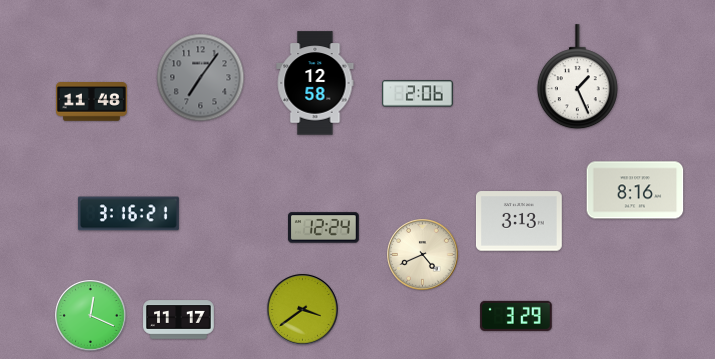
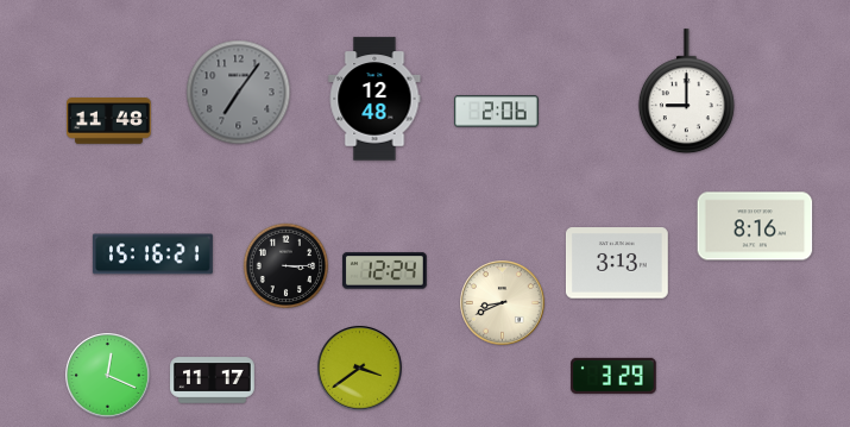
clock at (577, 77): 1:26 -> 9:00
clock at (315, 83): 12:58 -> 12:48
clock at (128, 214): 3:16 -> 15:16
clock at (287, 266): none -> 3:15
clock at (423, 255): 4:41 -> 8:41
